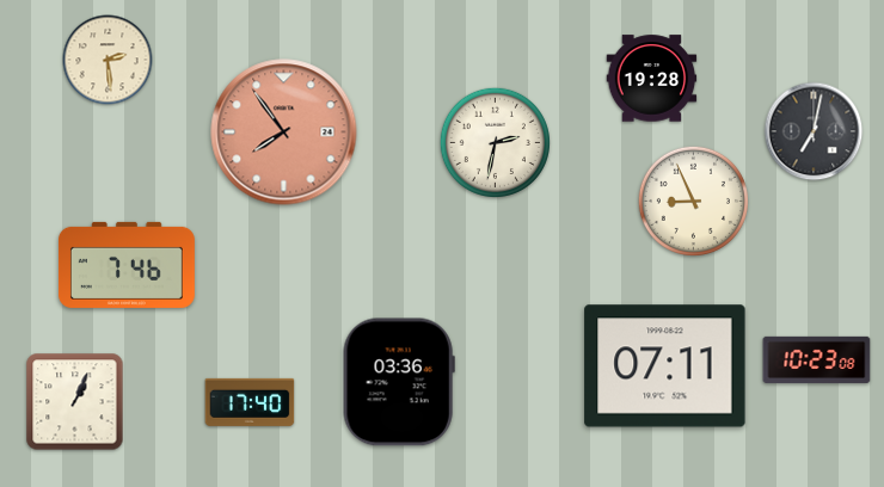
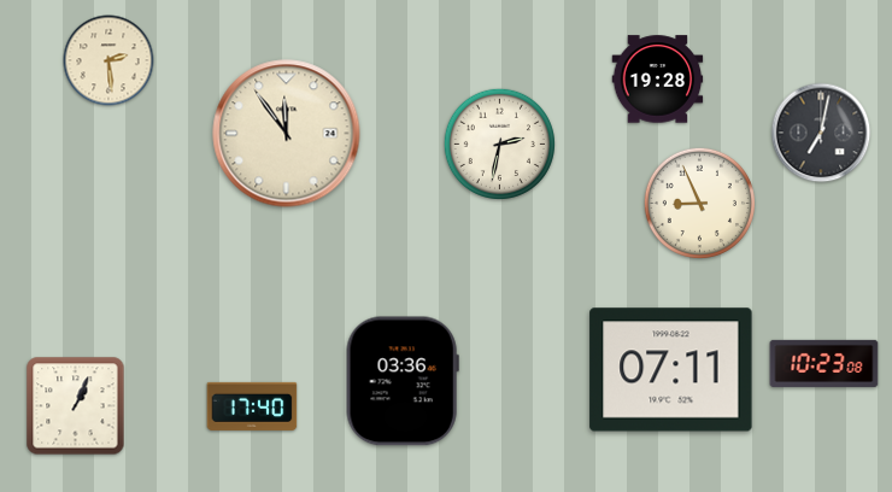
clock at (284, 132): 7:54 -> 11:54
clock at (284, 132) dial: salmon -> cream
clock at (127, 265): 7:46 -> none
clock at (399, 382) position: (399, 382) -> (403, 381)
